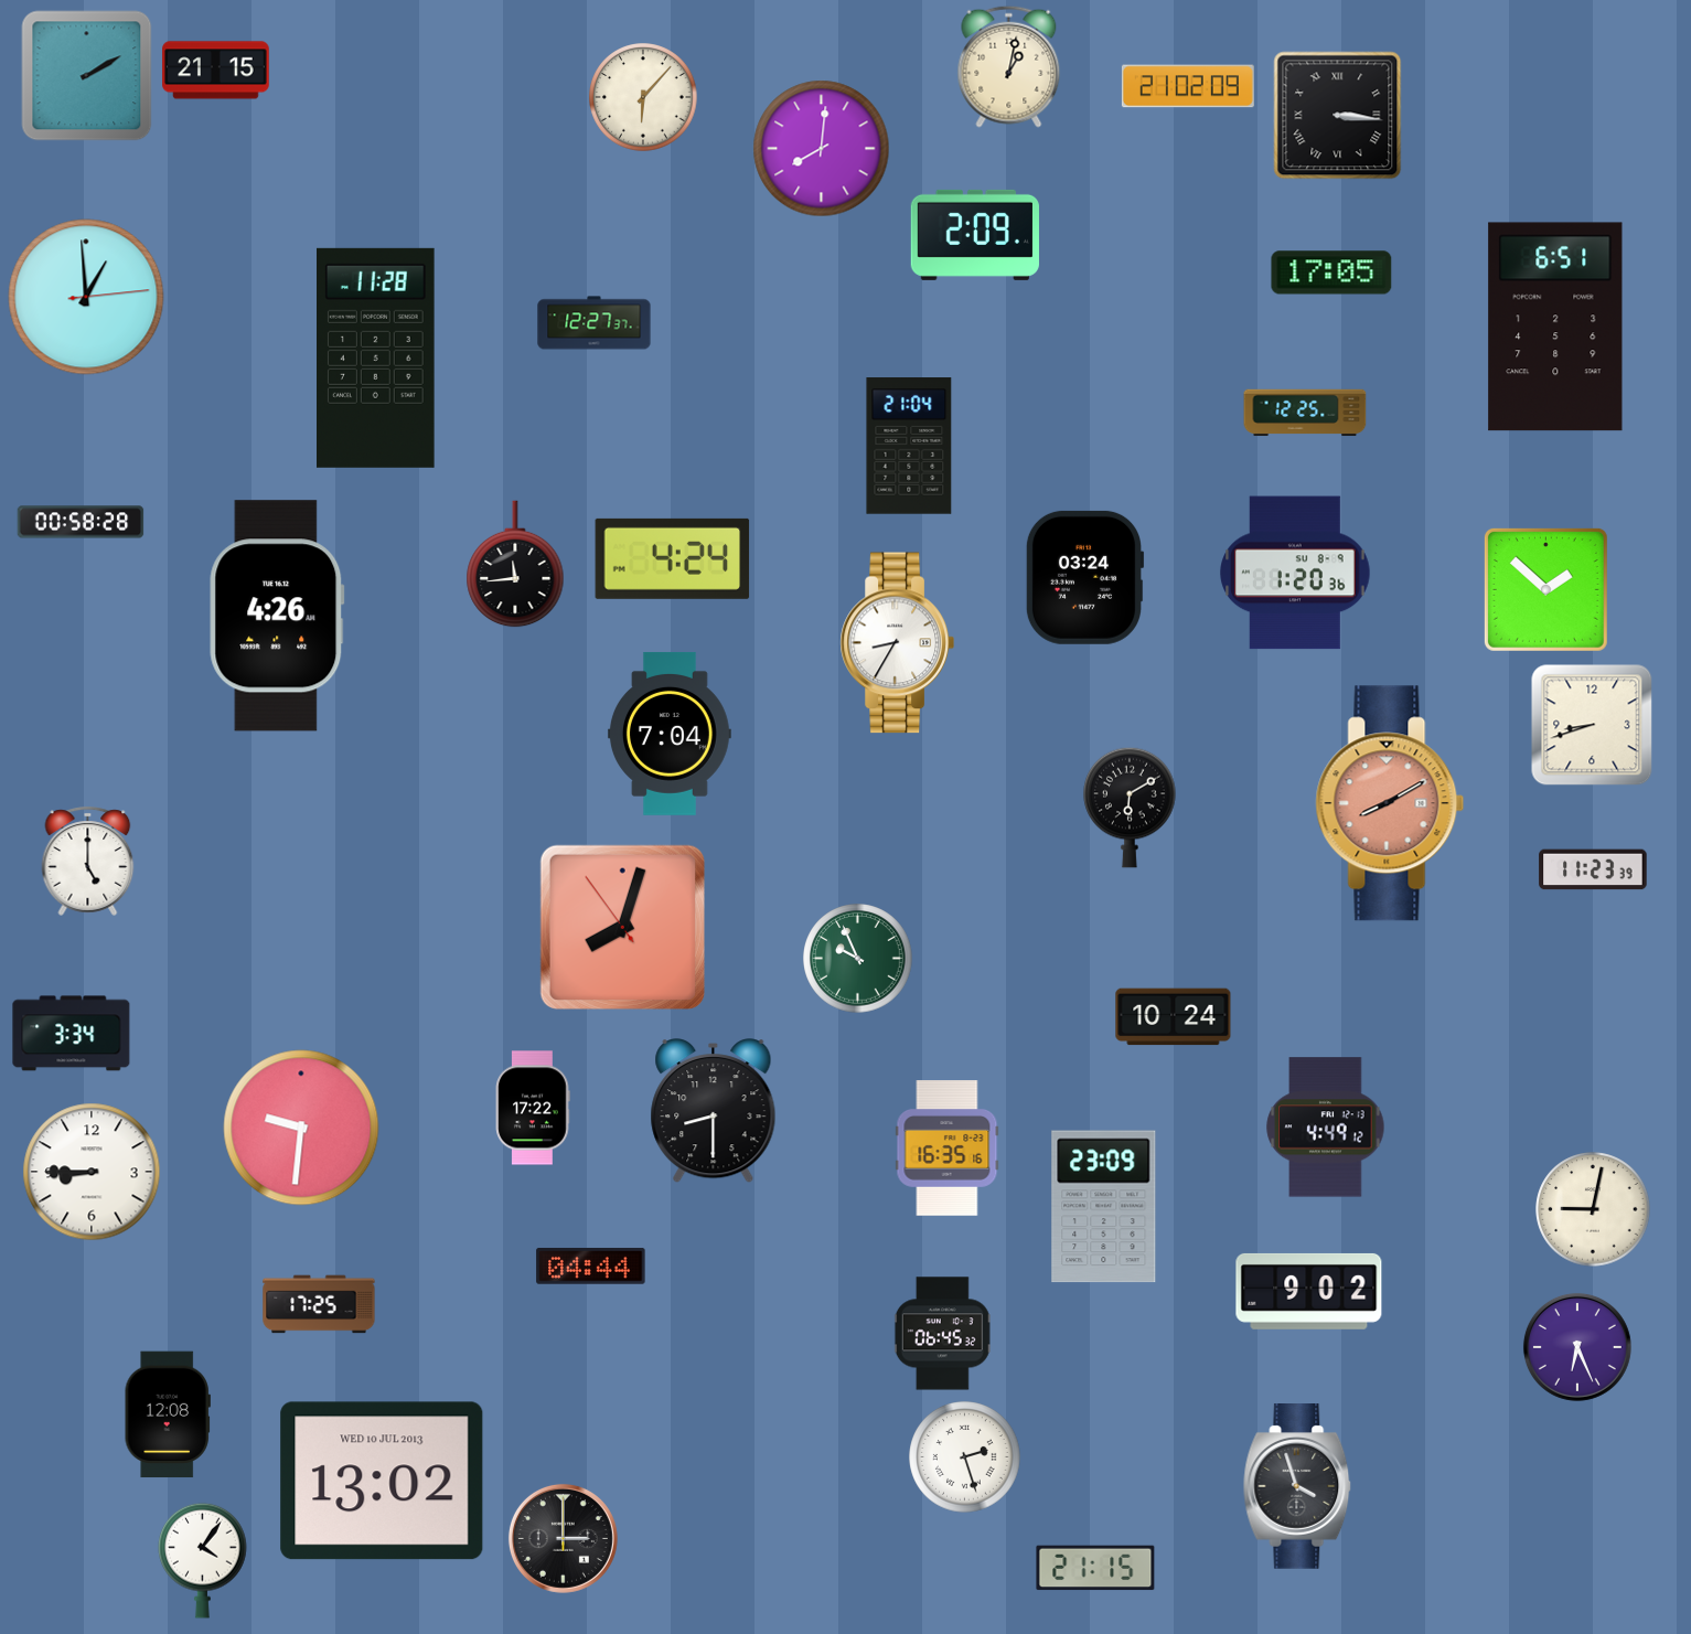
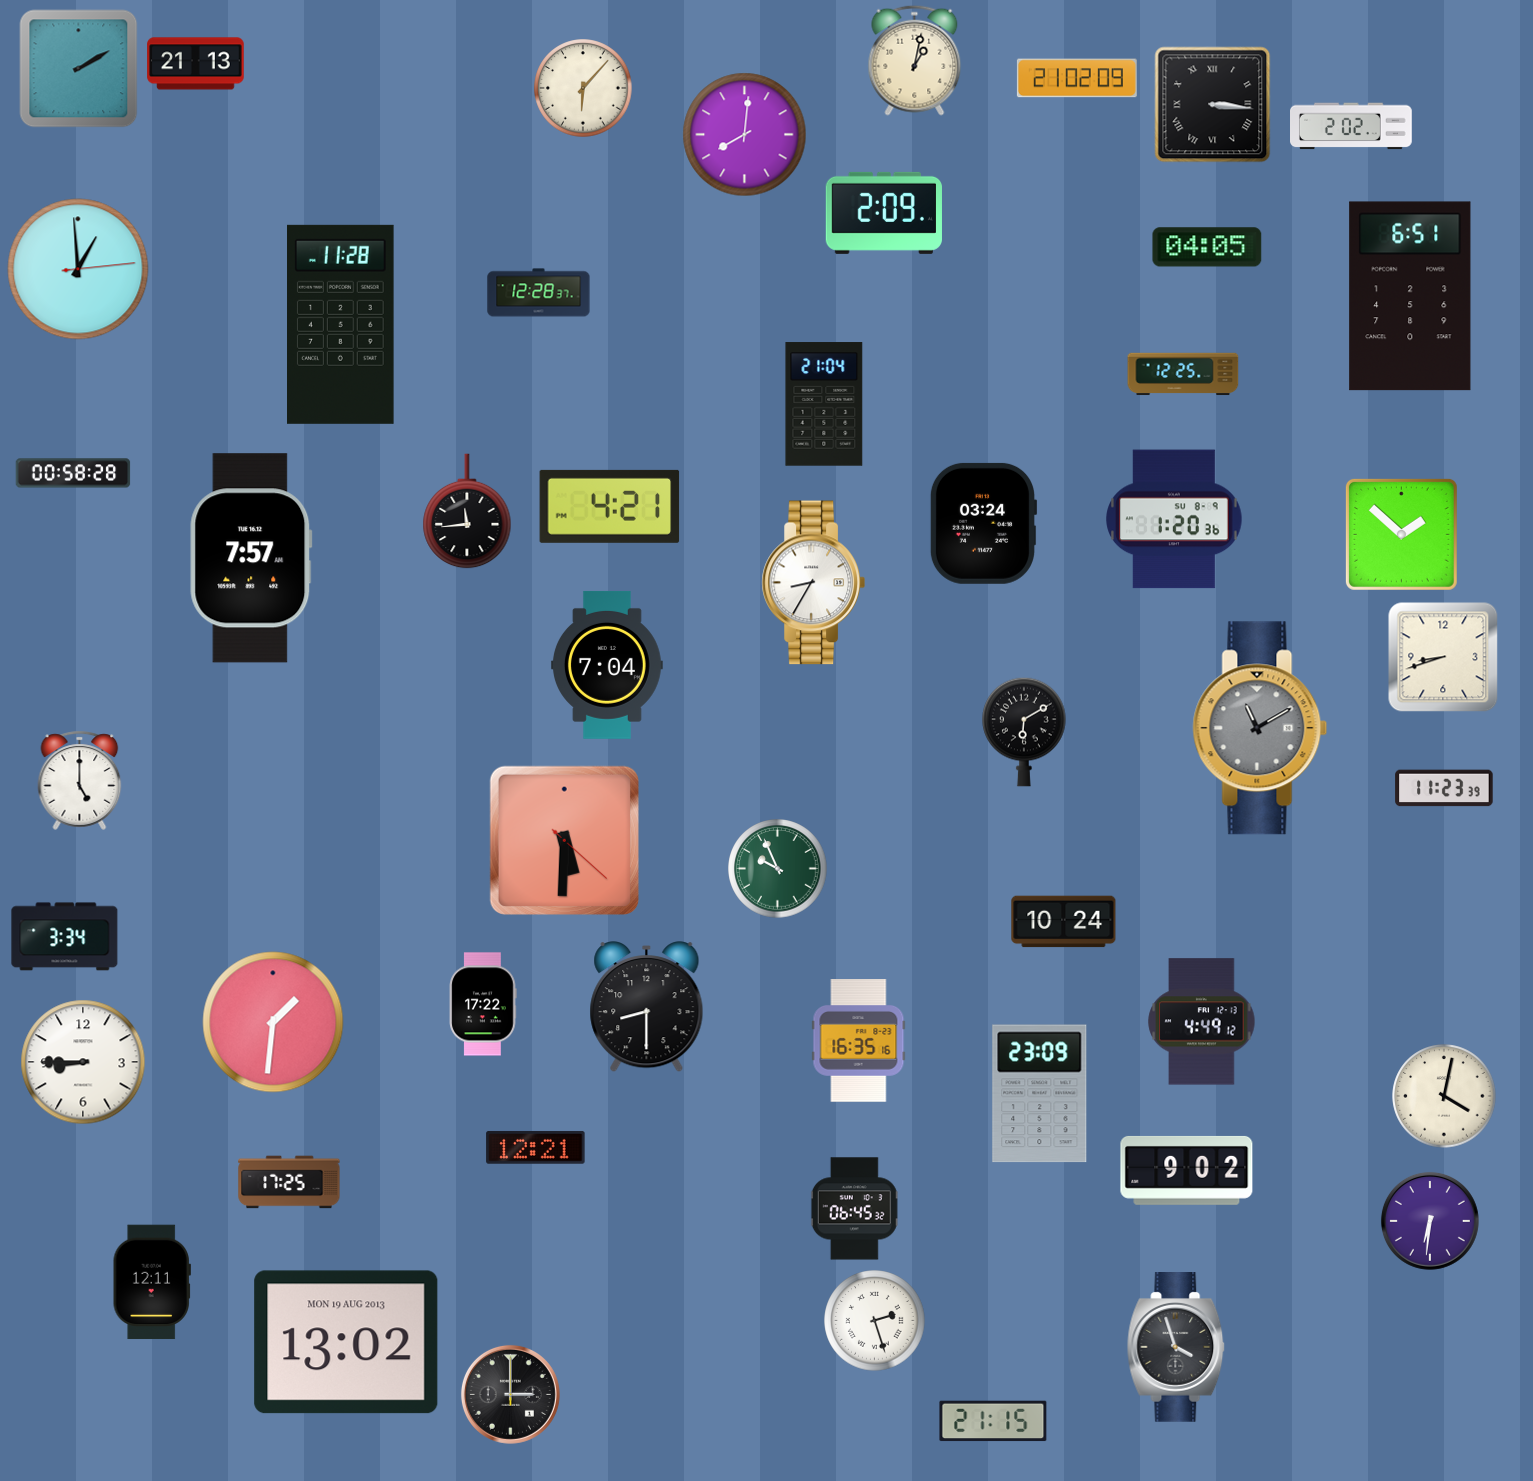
clock at (216, 71): 21:15 -> 21:13
clock at (1352, 126): none -> 2:02
clock at (1331, 273): 17:05 -> 04:05
clock at (595, 323): 12:27 -> 12:28
clock at (673, 558): 4:24 -> 4:21
clock at (277, 616): 4:26 -> 7:57
clock at (1390, 803): 8:10 -> 11:10
clock at (1390, 803) dial: salmon -> grey
clock at (622, 927): 8:02 -> 5:30
clock at (301, 1128): 9:31 -> 1:31
clock at (1104, 1207) position: (1104, 1207) -> (1040, 1094)
clock at (1593, 1209): 9:02 -> 4:02
clock at (591, 1267): 04:44 -> 12:21
clock at (1577, 1347): 6:26 -> 6:31
clock at (168, 1414): 12:08 -> 12:11
clock at (382, 1481) date: WED 10 JUL 2013 -> MON 19 AUG 2013
clock at (203, 1560): 4:06 -> none
